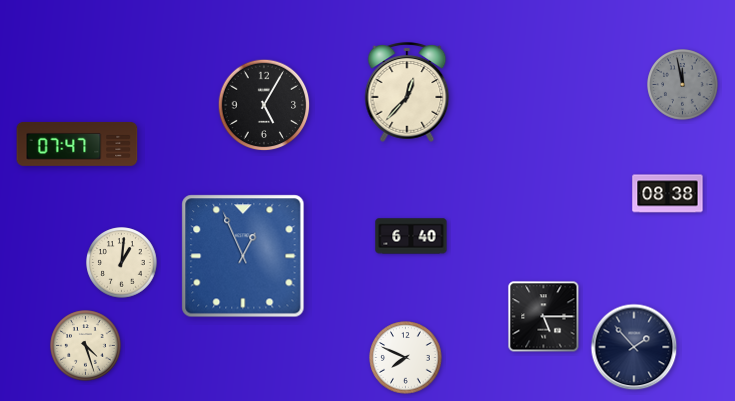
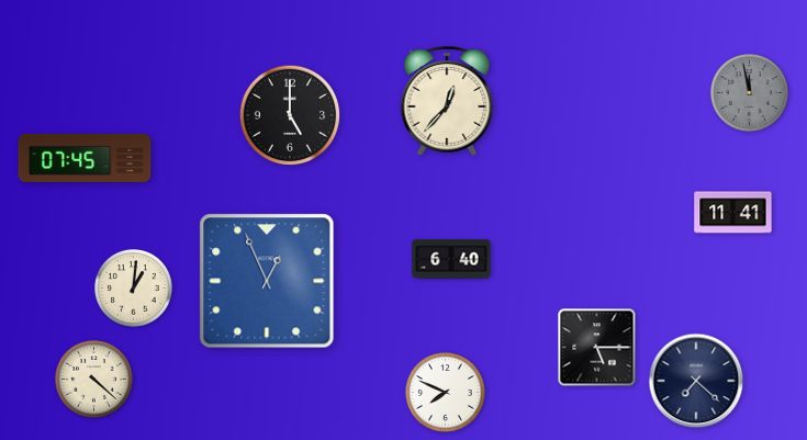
clock at (264, 105): 5:05 -> 5:00
clock at (77, 144): 07:47 -> 07:45
clock at (668, 194): 08:38 -> 11:41
clock at (86, 346): 4:27 -> 4:22
clock at (634, 347): 1:53 -> 7:22
